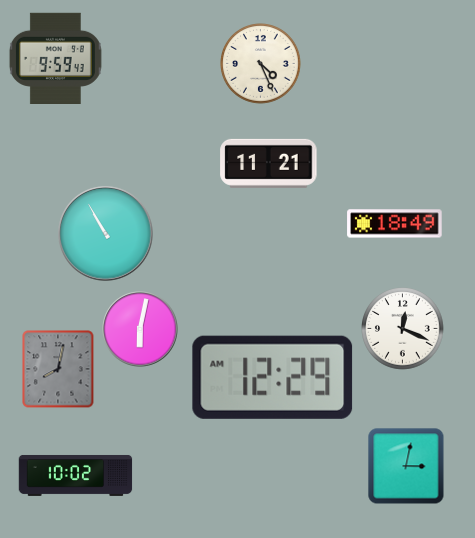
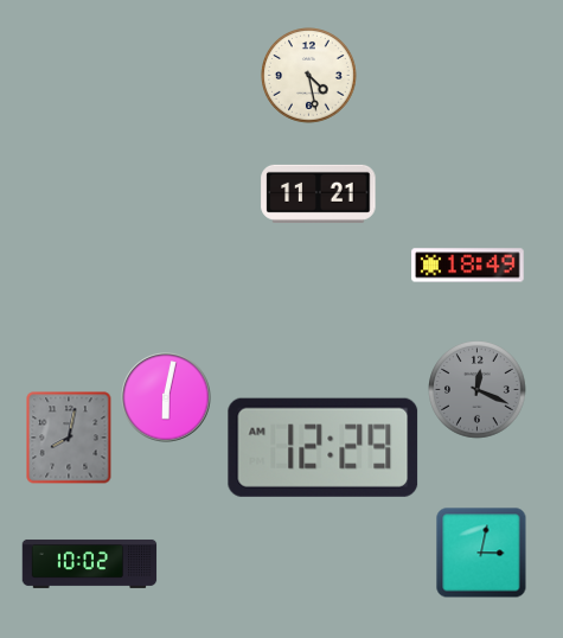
clock at (55, 58): 9:59 -> none
clock at (261, 64): 4:26 -> 4:28
clock at (106, 234): 10:55 -> none
clock at (140, 329) position: (140, 329) -> (166, 397)
clock at (403, 329) dial: white -> grey
